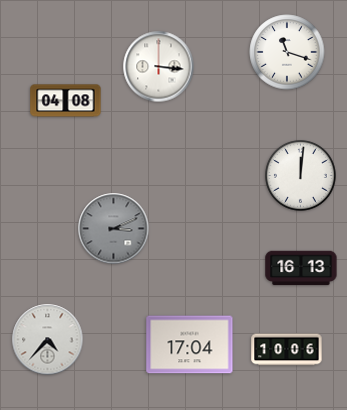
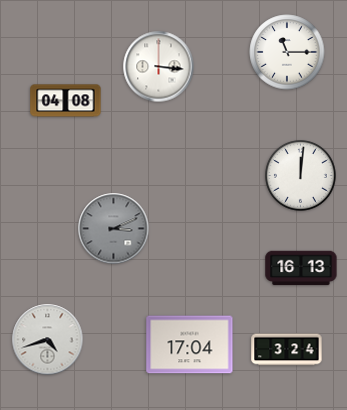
clock at (287, 52): 11:18 -> 11:15
clock at (48, 340): 4:37 -> 4:42
clock at (287, 350): 10:06 -> 3:24
